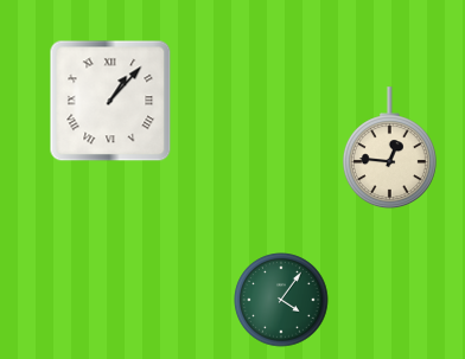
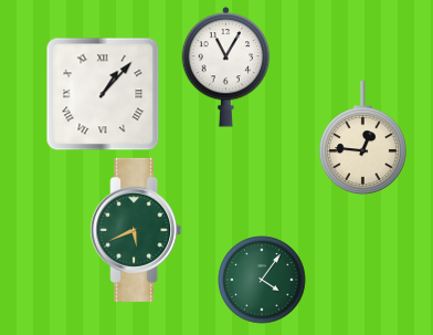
clock at (226, 67): none -> 11:05
clock at (136, 230): none -> 5:41
